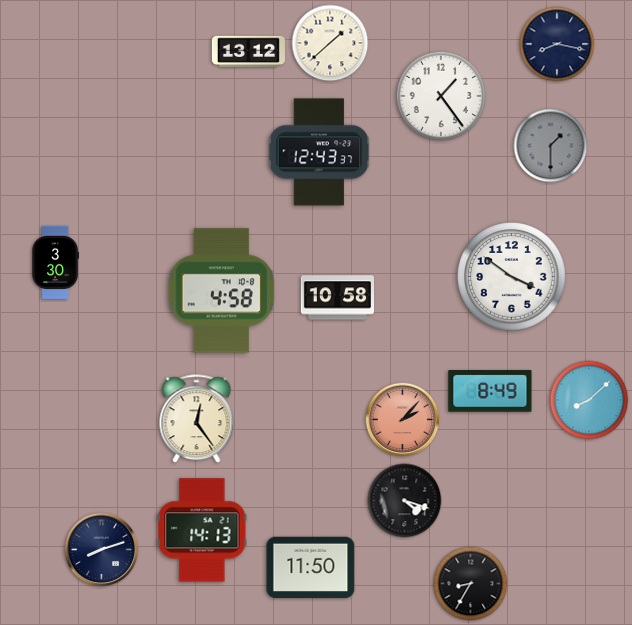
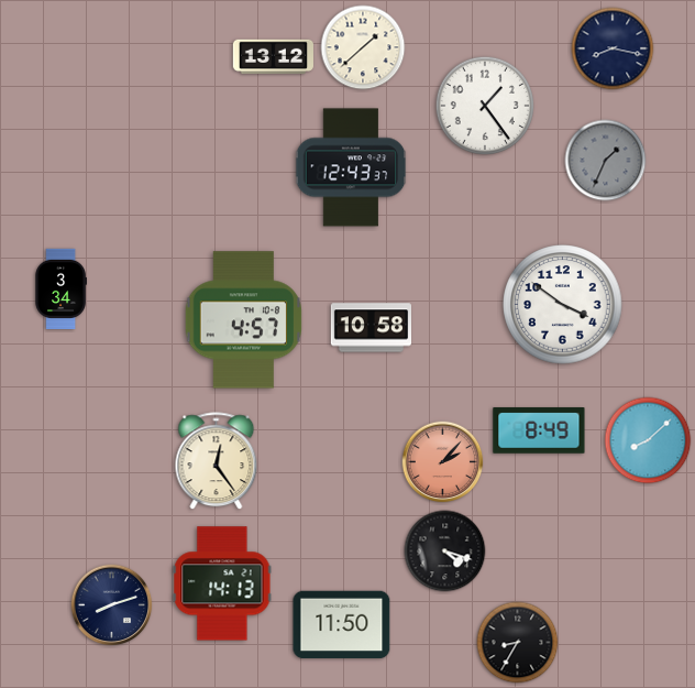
clock at (551, 146): 1:30 -> 1:34
clock at (55, 262): 3:30 -> 3:34
clock at (222, 291): 4:58 -> 4:57
